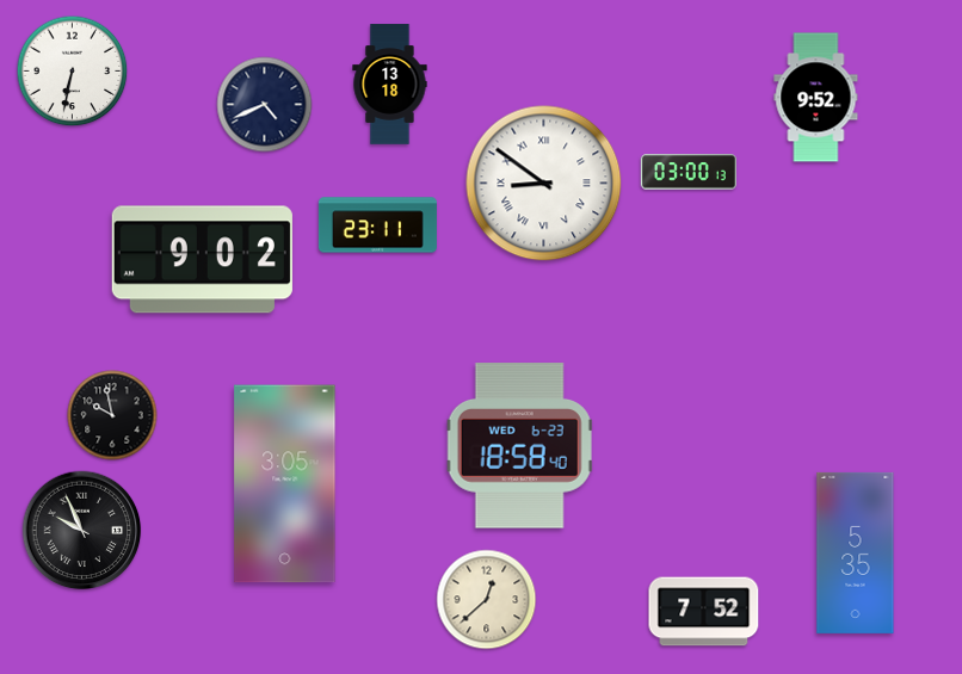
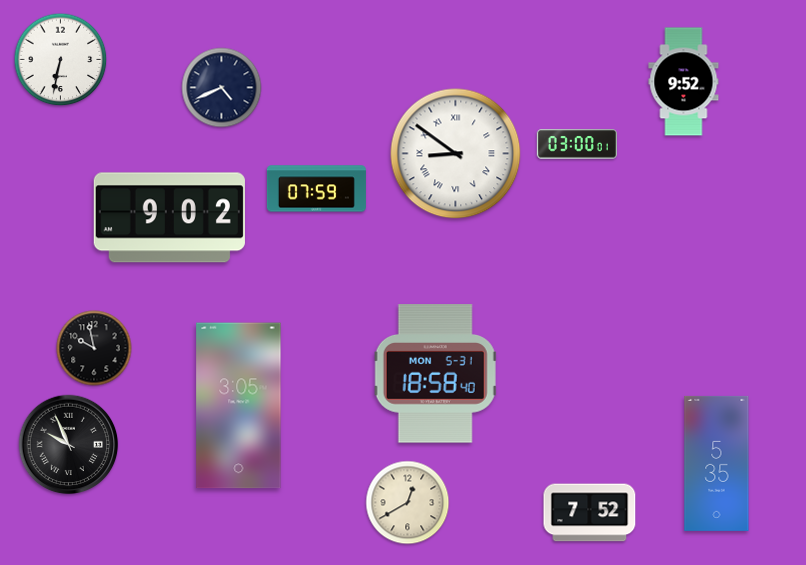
clock at (390, 85): 13:18 -> none
clock at (689, 172): 03:00:13 -> 03:00:01
clock at (377, 225): 23:11 -> 07:59
clock at (520, 446) date: WED 6-23 -> MON 5-31
clock at (487, 600): 12:38 -> 12:40
